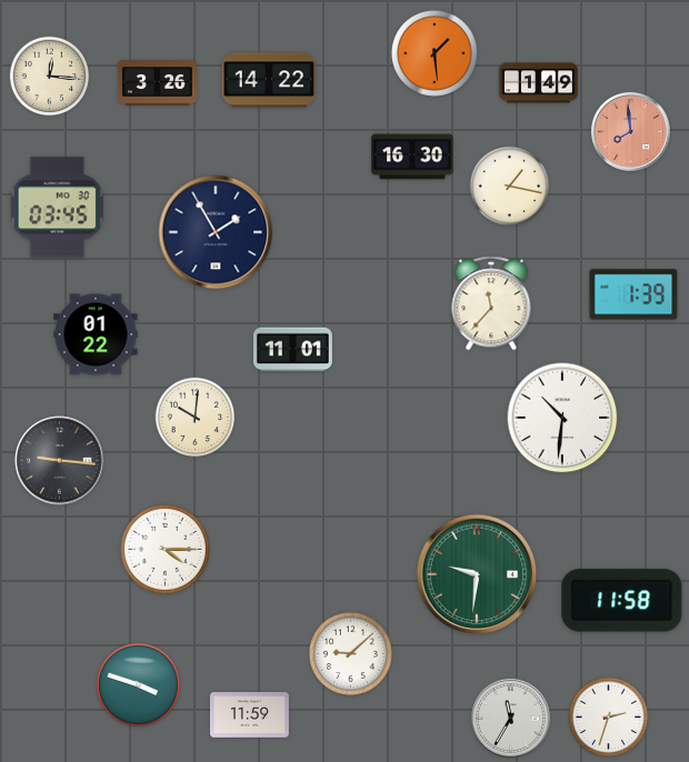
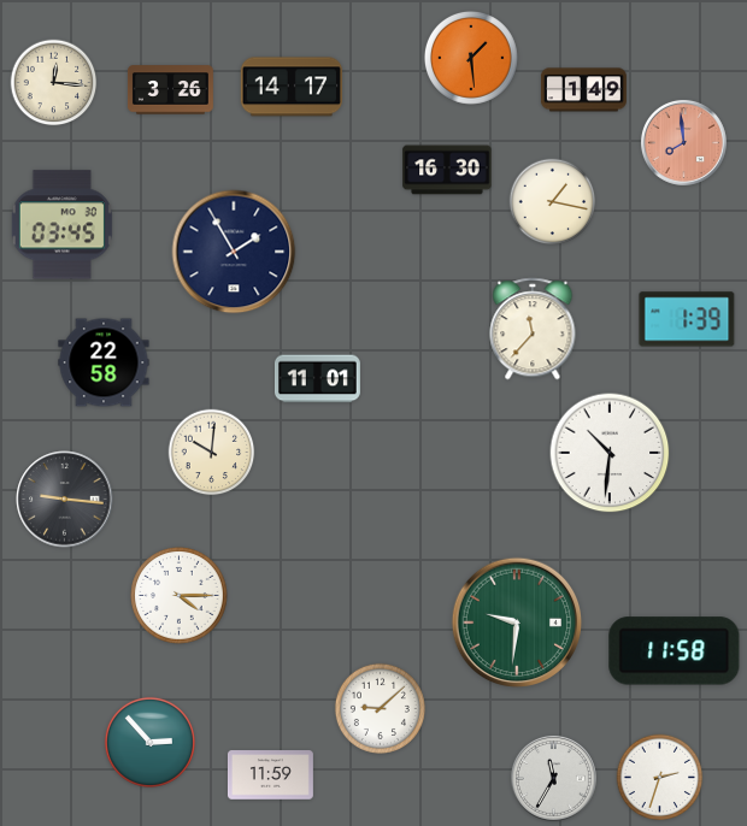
clock at (268, 80): 14:22 -> 14:17
clock at (96, 334): 01:22 -> 22:58
clock at (138, 684): 3:48 -> 2:53
